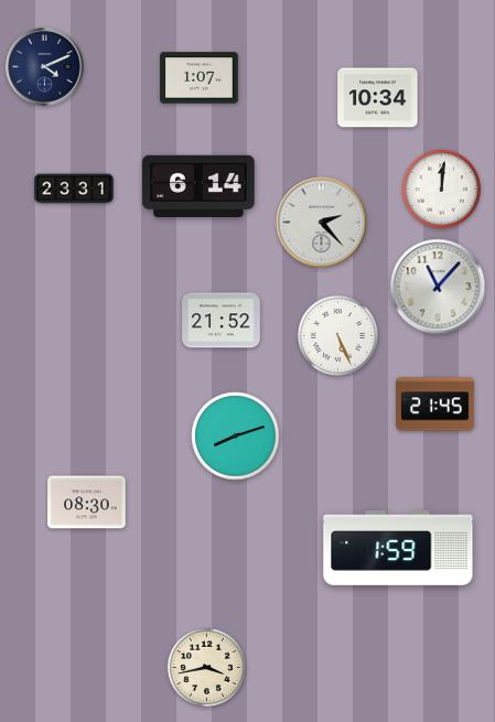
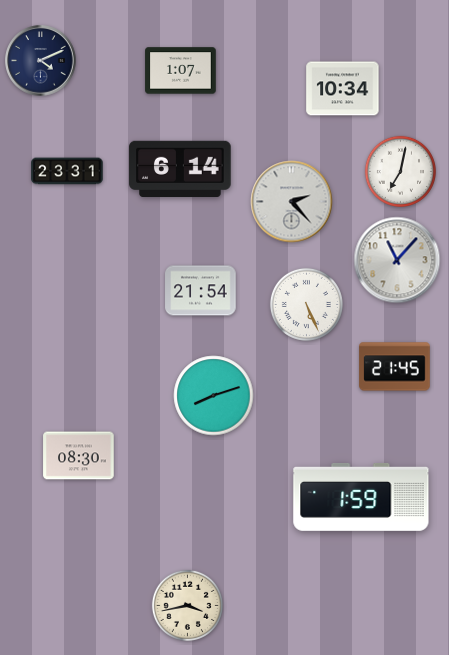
clock at (441, 188): 12:01 -> 7:02
clock at (222, 321): 21:52 -> 21:54
